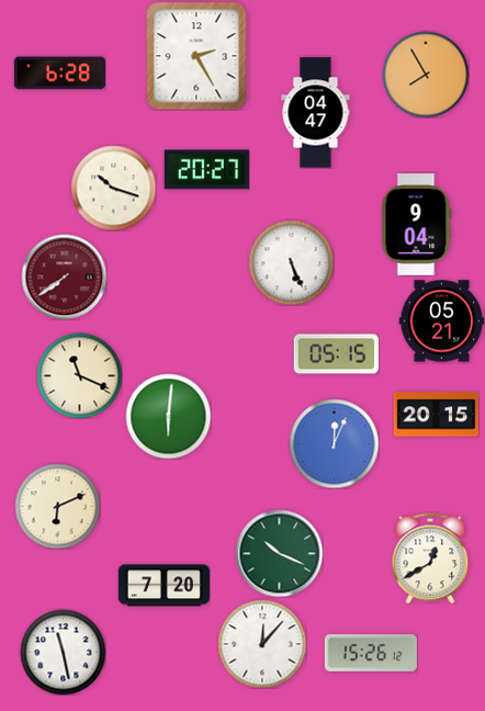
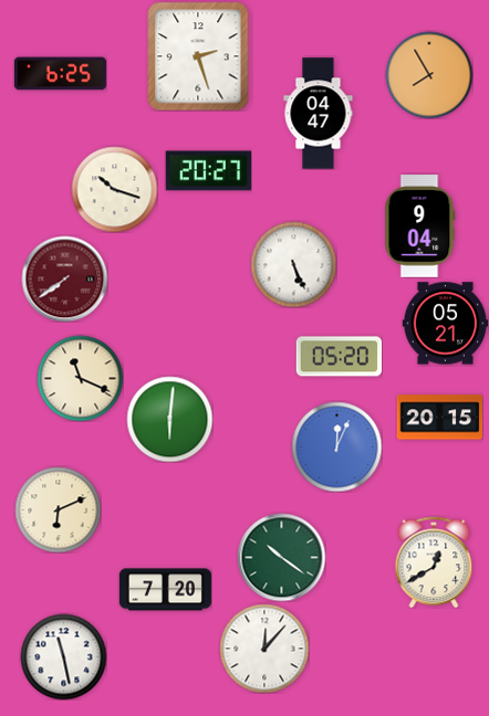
clock at (196, 56): 2:25 -> 2:27
clock at (59, 74): 6:28 -> 6:25
clock at (336, 354): 05:15 -> 05:20
clock at (279, 553): 10:19 -> 10:21
clock at (371, 654): 15:26 -> none
